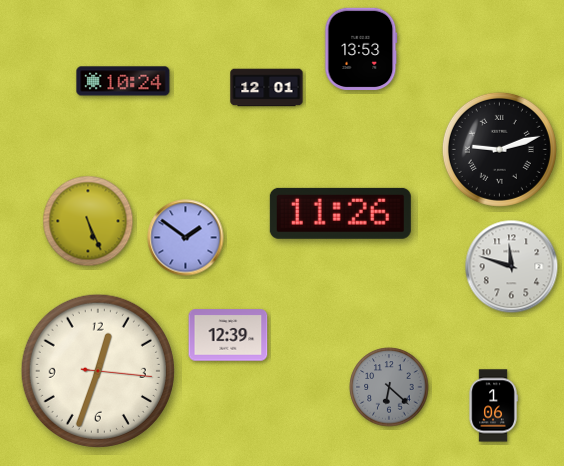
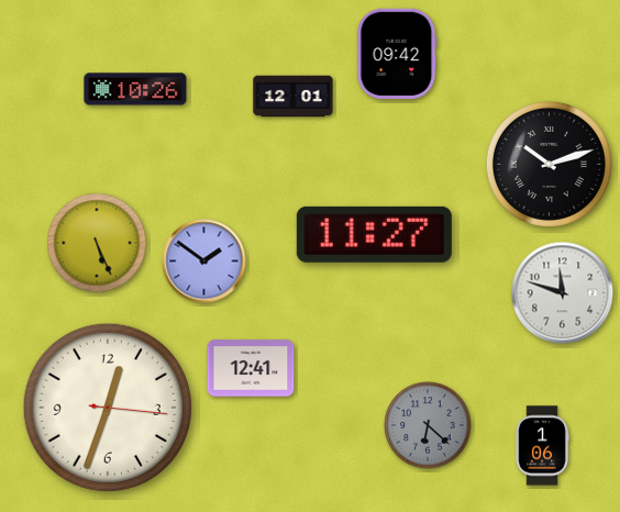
clock at (361, 49): 13:53 -> 09:42
clock at (123, 81): 10:24 -> 10:26
clock at (499, 149): 9:12 -> 10:12
clock at (340, 213): 11:26 -> 11:27
clock at (228, 335): 12:39 -> 12:41
